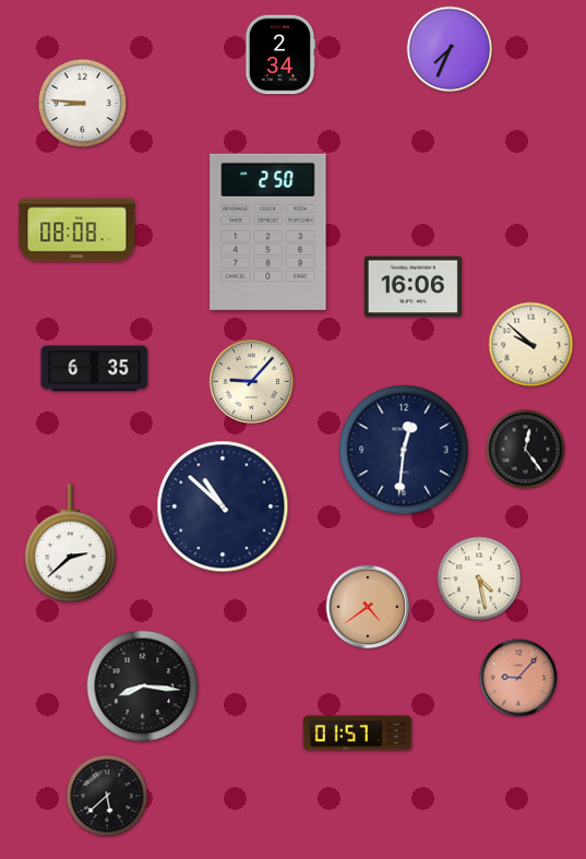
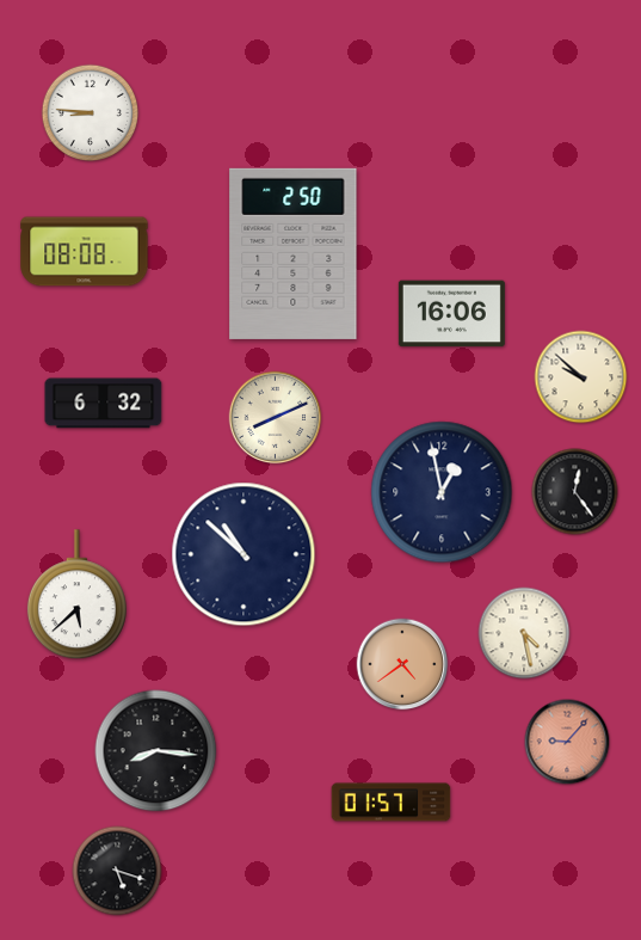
clock at (450, 49): 7:34 -> none
clock at (280, 55): 2:34 -> none
clock at (95, 369): 6:35 -> 6:32
clock at (252, 382): 9:07 -> 8:11
clock at (404, 450): 12:31 -> 12:58
clock at (70, 544): 2:38 -> 5:38
clock at (107, 796): 5:38 -> 5:18
